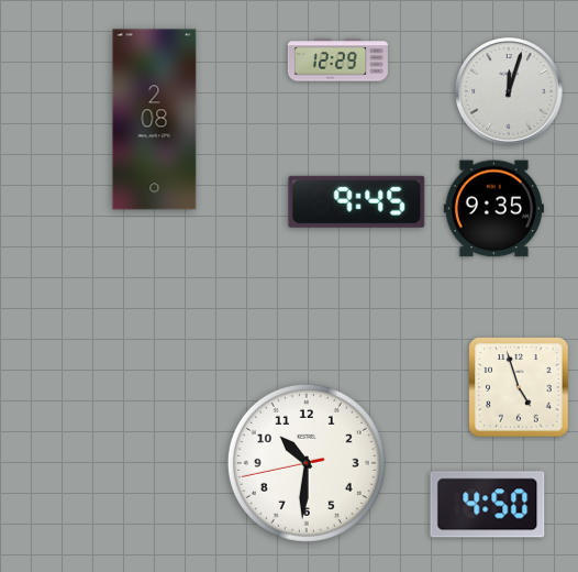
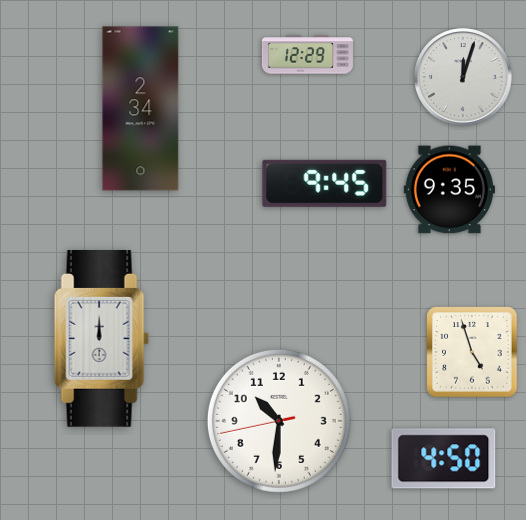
clock at (509, 91) position: (509, 91) -> (463, 77)
clock at (155, 120): 2:08 -> 2:34
clock at (101, 339): none -> 12:00
